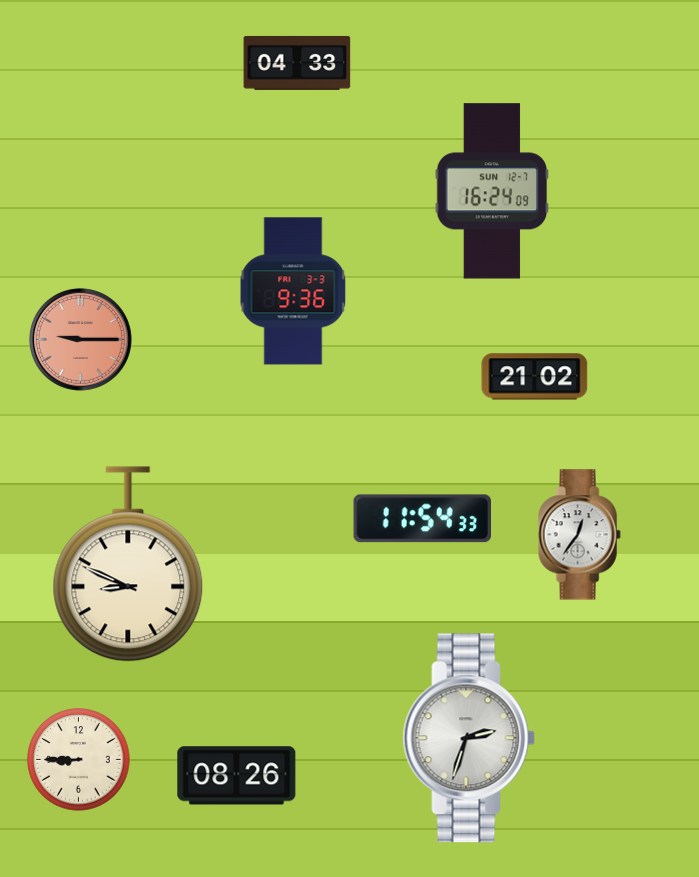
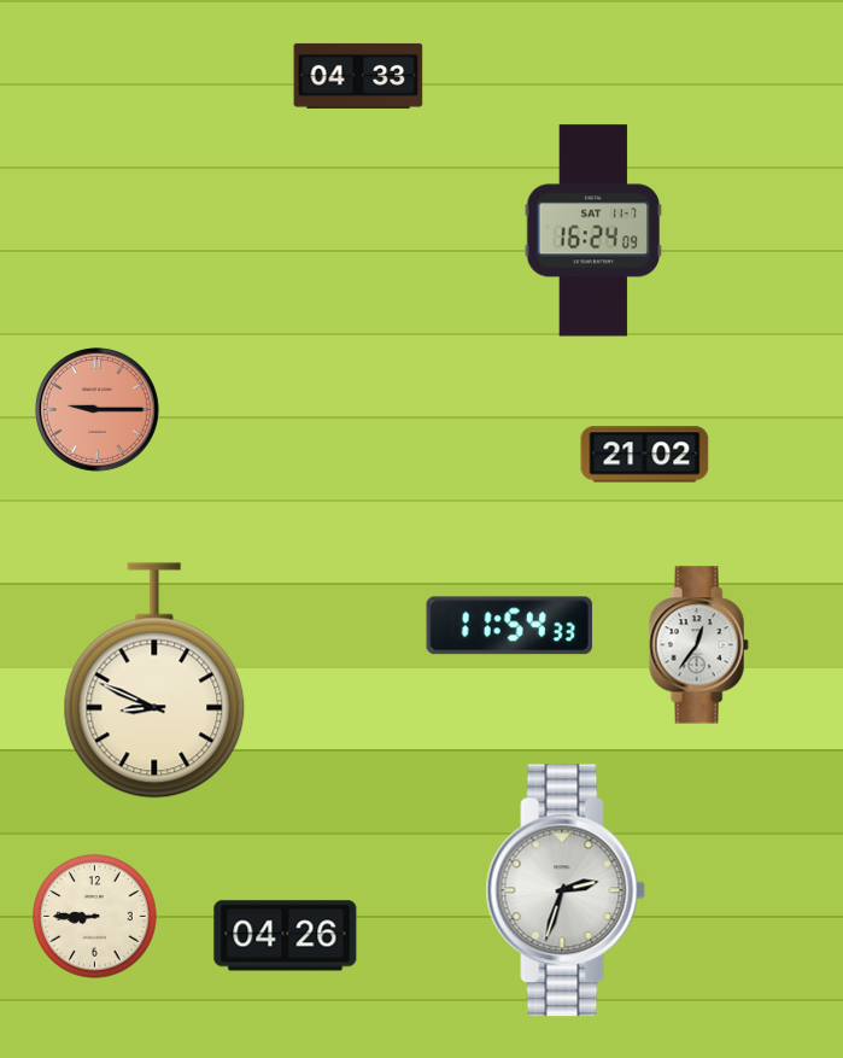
clock at (492, 191) date: SUN 12-7 -> SAT 11-7
clock at (293, 291): 9:36 -> none
clock at (237, 776): 08:26 -> 04:26
